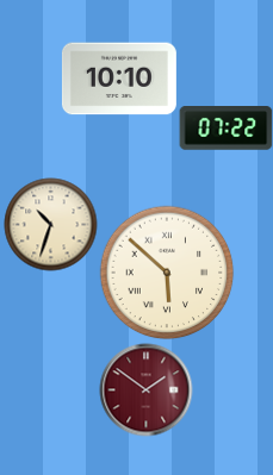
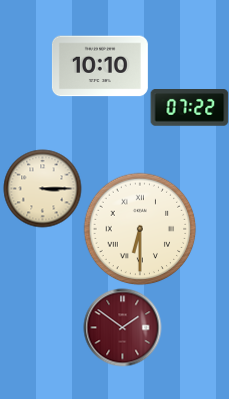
clock at (50, 224): 10:33 -> 3:15
clock at (167, 273): 5:52 -> 6:30
